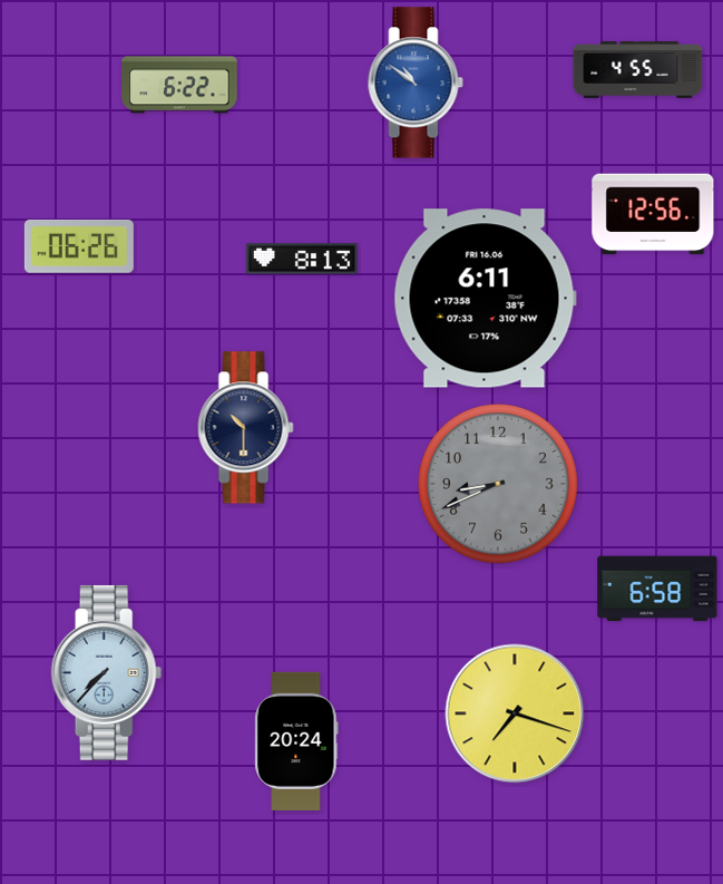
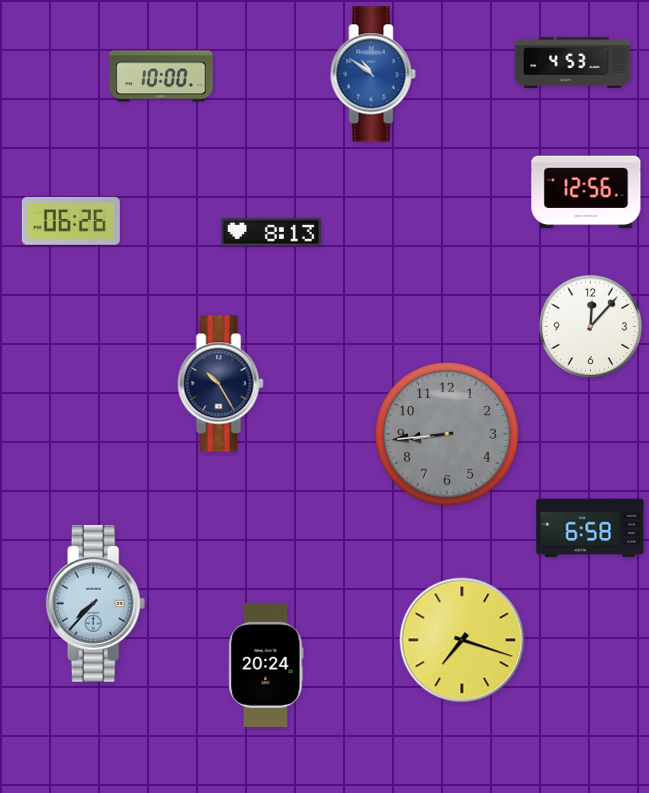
clock at (638, 69): 4:55 -> 4:53
clock at (179, 85): 6:22 -> 10:00
clock at (485, 299): 6:11 -> none
clock at (590, 326): none -> 12:07
clock at (246, 428): 10:30 -> 10:25
clock at (498, 484): 8:41 -> 8:44
